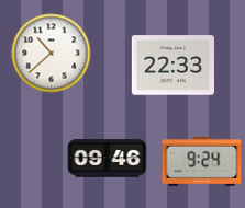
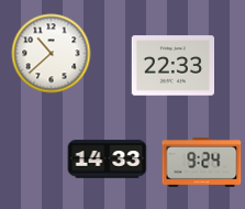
clock at (108, 159): 09:46 -> 14:33
